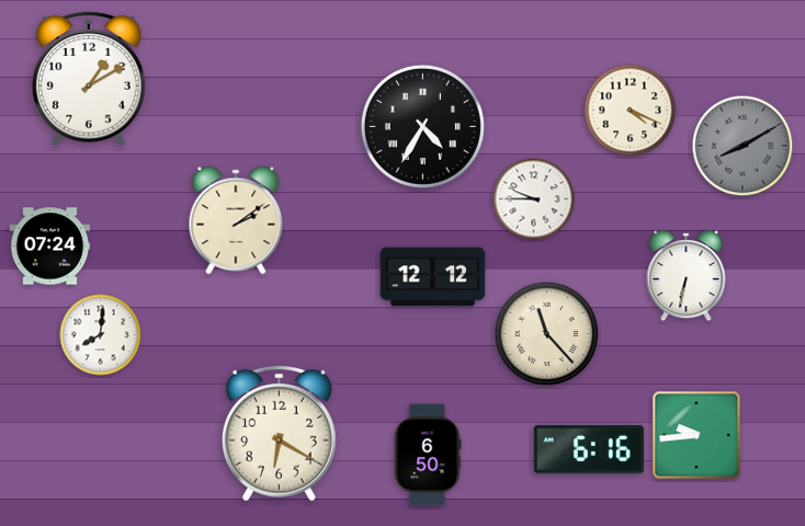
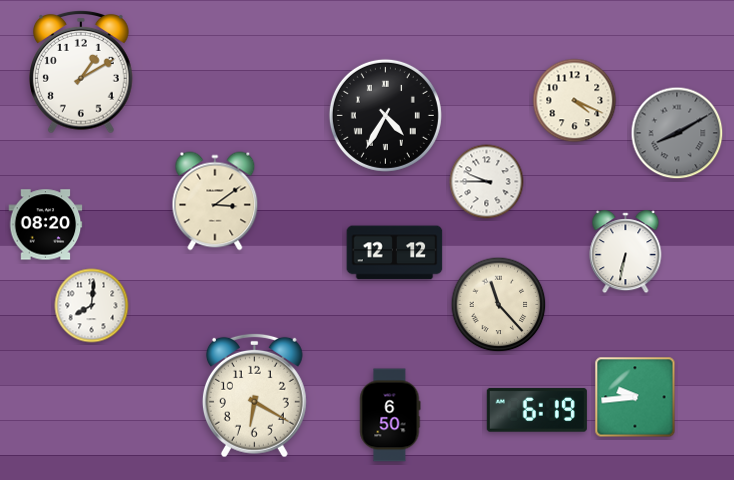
clock at (236, 220): 2:09 -> 3:09
clock at (50, 247): 07:24 -> 08:20
clock at (589, 449): 6:16 -> 6:19
